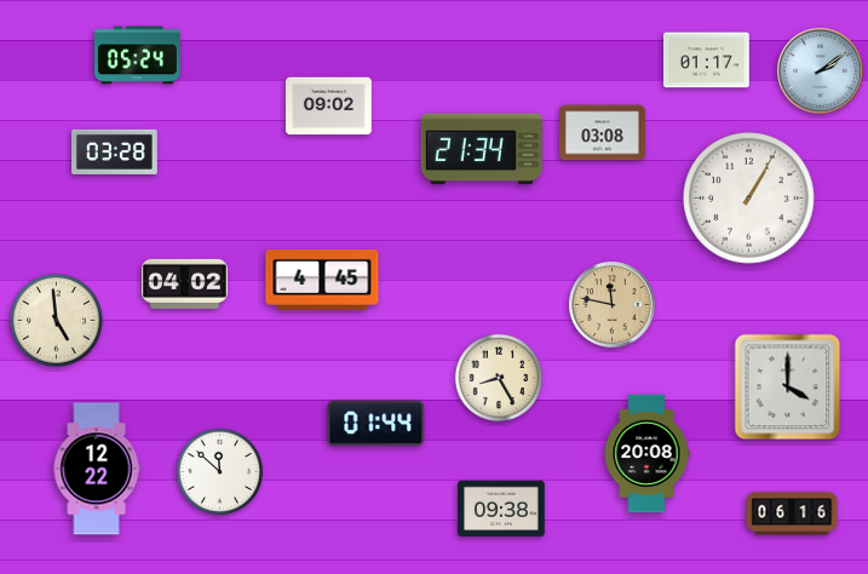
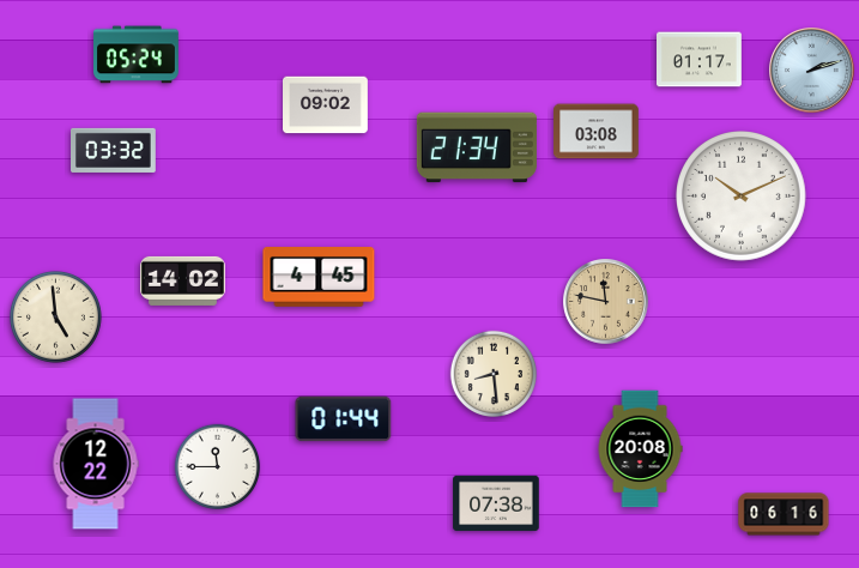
clock at (821, 71): 2:09 -> 2:12
clock at (115, 151): 03:28 -> 03:32
clock at (749, 199): 1:05 -> 10:11
clock at (185, 283): 04:02 -> 14:02
clock at (499, 378): 8:25 -> 8:29
clock at (788, 388): 4:00 -> none
clock at (376, 424) position: (376, 424) -> (344, 419)
clock at (220, 472): 11:52 -> 11:45
clock at (501, 509): 09:38 -> 07:38
clock at (792, 513) position: (792, 513) -> (784, 514)
